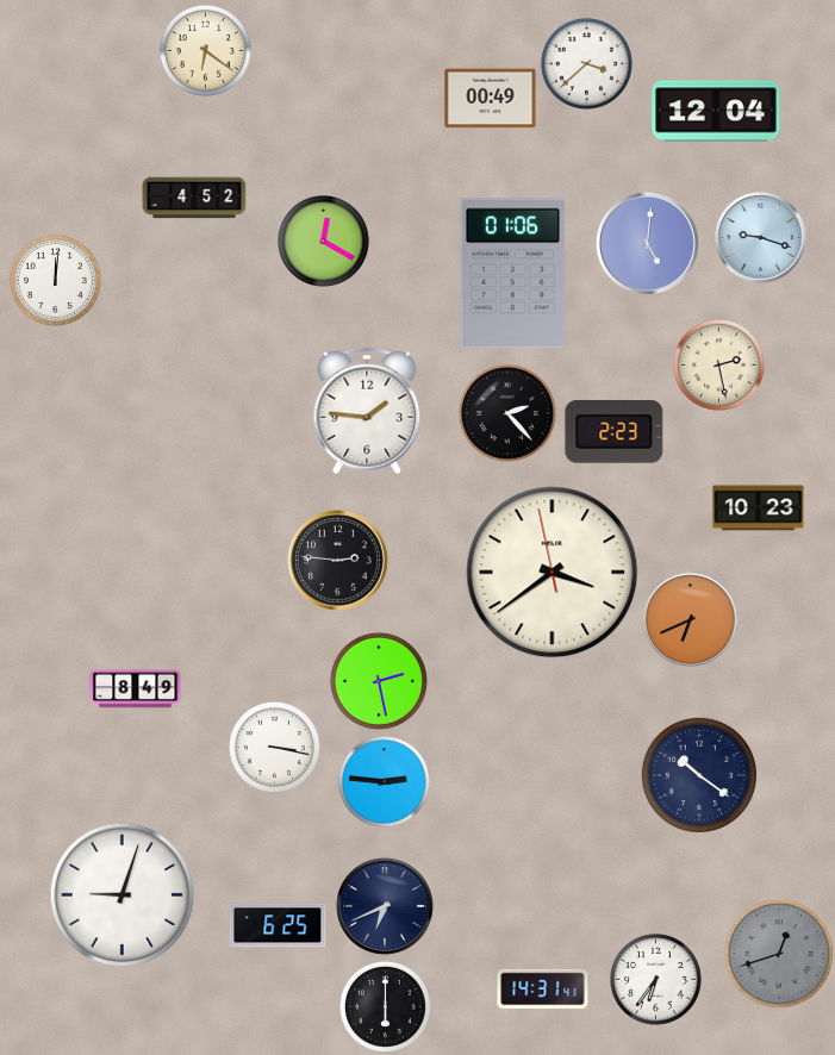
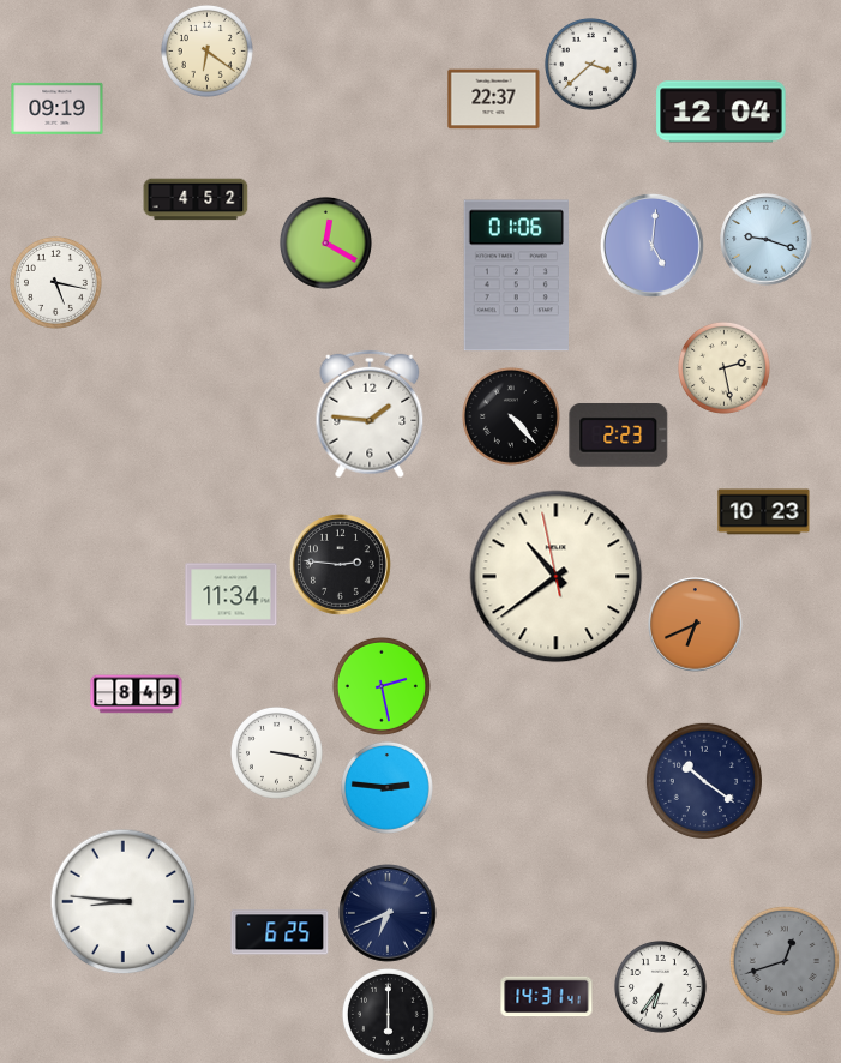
clock at (491, 99): 00:49 -> 22:37
clock at (58, 108): none -> 09:19
clock at (55, 280): 12:01 -> 5:17
clock at (507, 413): 2:23 -> 4:23
clock at (553, 573): 3:38 -> 10:38
clock at (232, 595): none -> 11:34
clock at (123, 895): 9:03 -> 8:46
